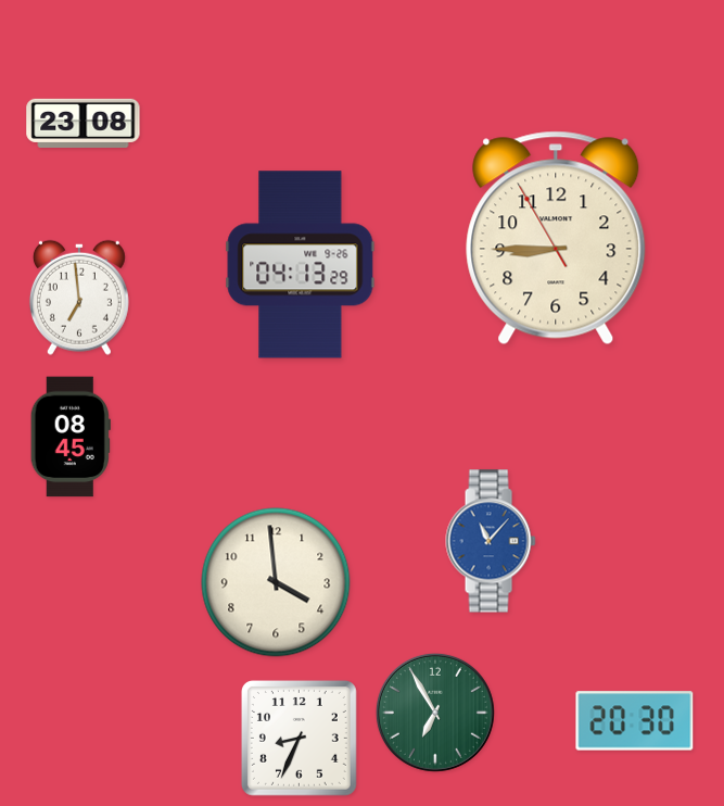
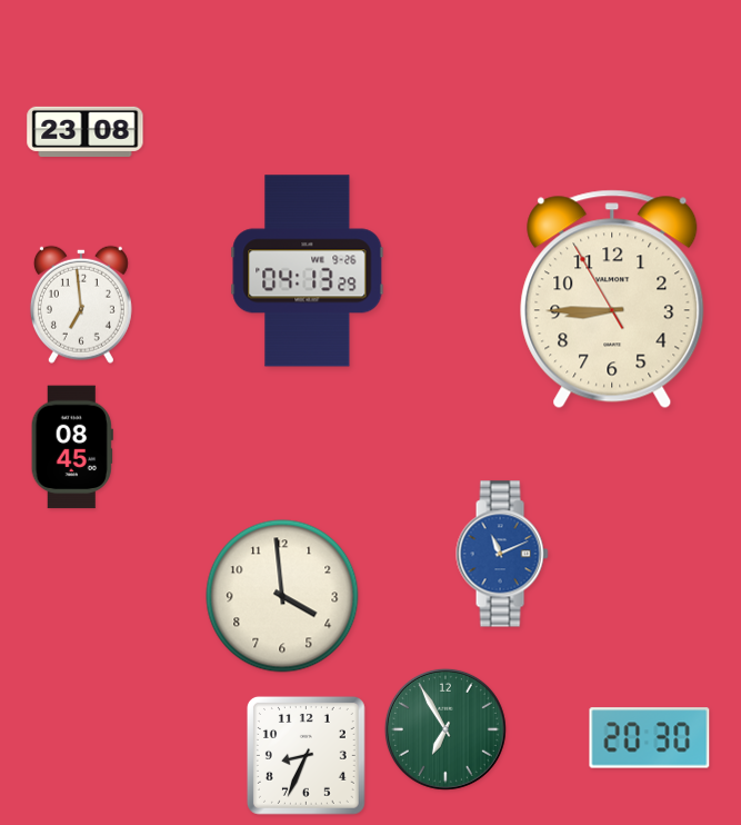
clock at (84, 123) position: (84, 123) -> (86, 131)
clock at (556, 238) position: (556, 238) -> (612, 299)
clock at (491, 541): 11:07 -> 11:11
